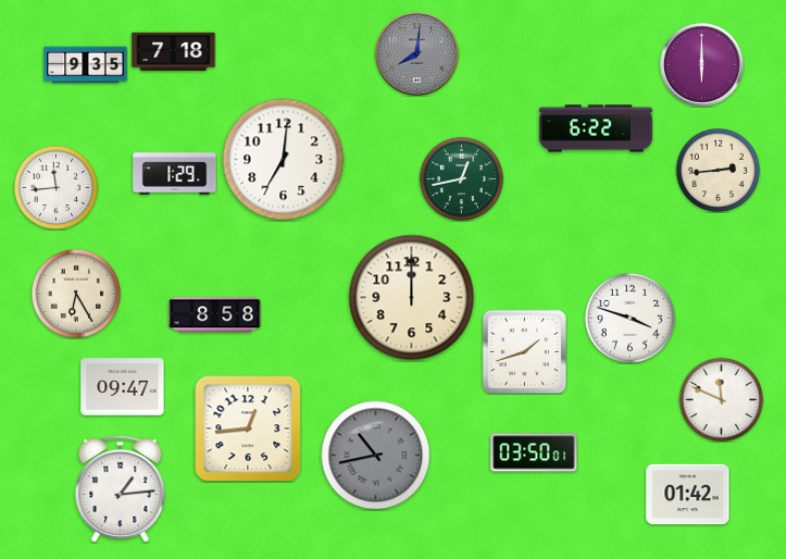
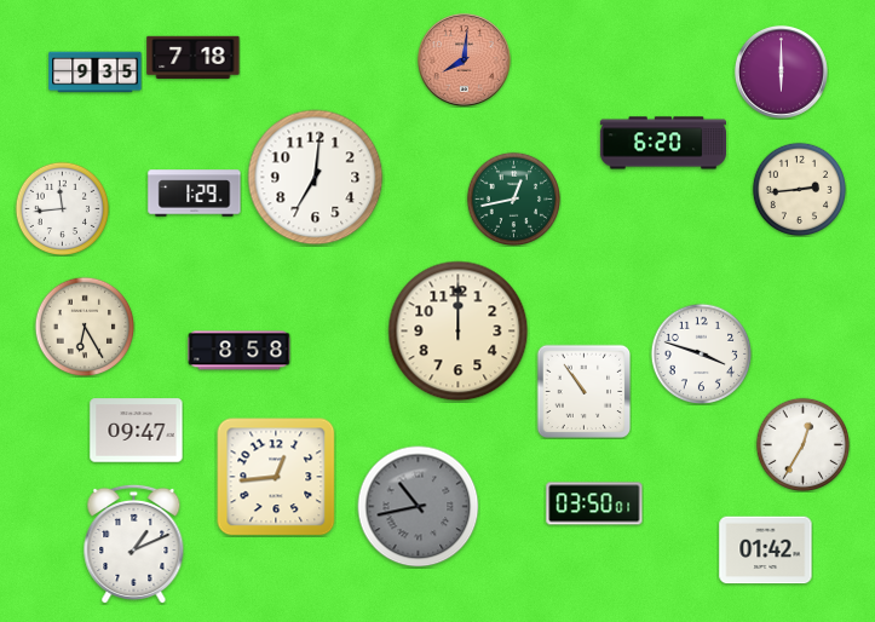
clock at (416, 53) dial: grey -> salmon
clock at (595, 128): 6:22 -> 6:20
clock at (524, 351): 1:42 -> 10:54
clock at (721, 399): 11:49 -> 12:35
clock at (121, 488): 1:14 -> 1:11
